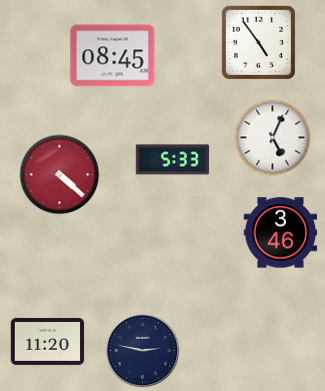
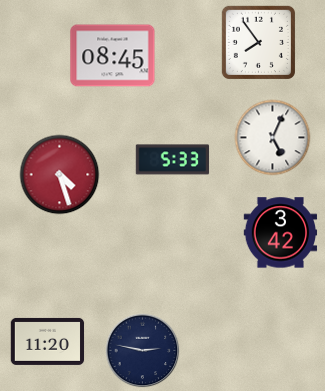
clock at (258, 42): 4:54 -> 7:54
clock at (60, 175): 4:22 -> 4:27
clock at (281, 233): 3:46 -> 3:42
